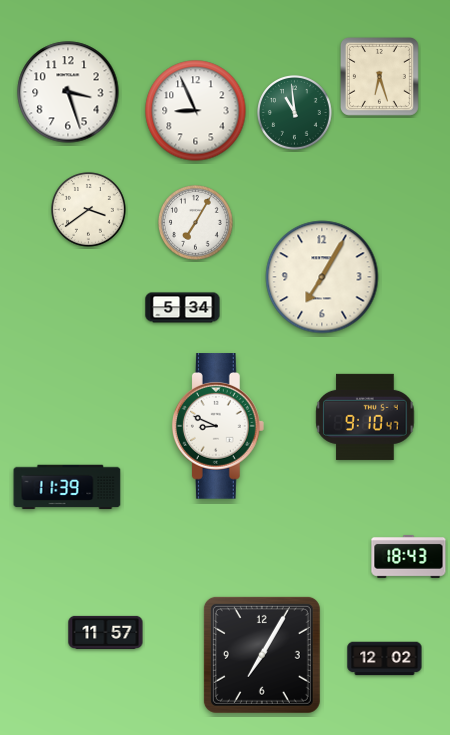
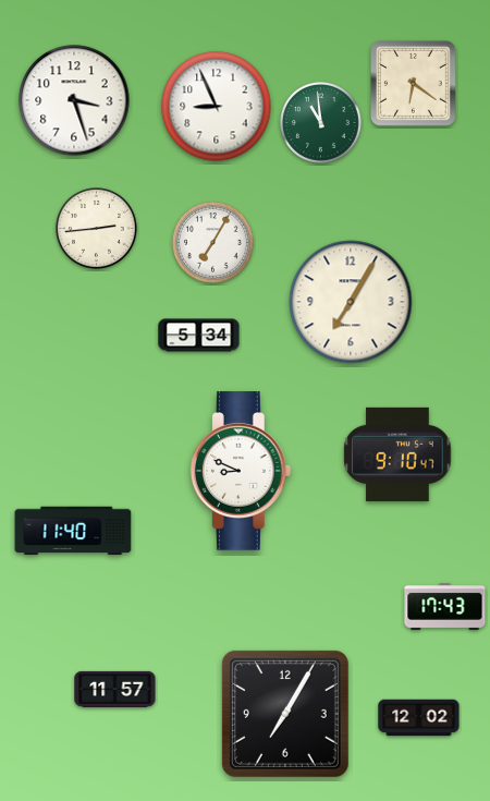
clock at (379, 76): 6:27 -> 6:21
clock at (196, 111) position: (196, 111) -> (217, 107)
clock at (89, 210): 3:39 -> 2:44
clock at (218, 426) position: (218, 426) -> (241, 471)
clock at (67, 487): 11:39 -> 11:40
clock at (409, 556): 18:43 -> 17:43
